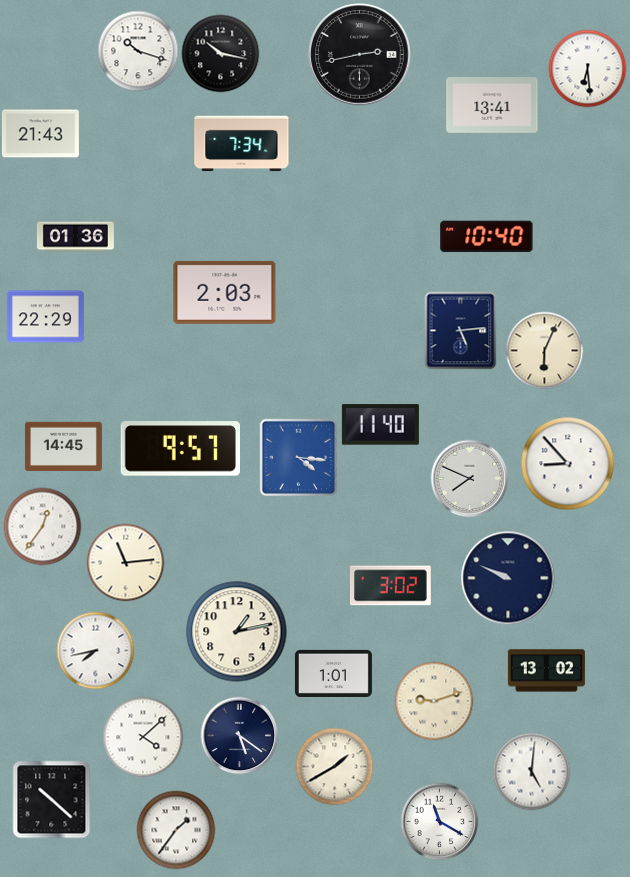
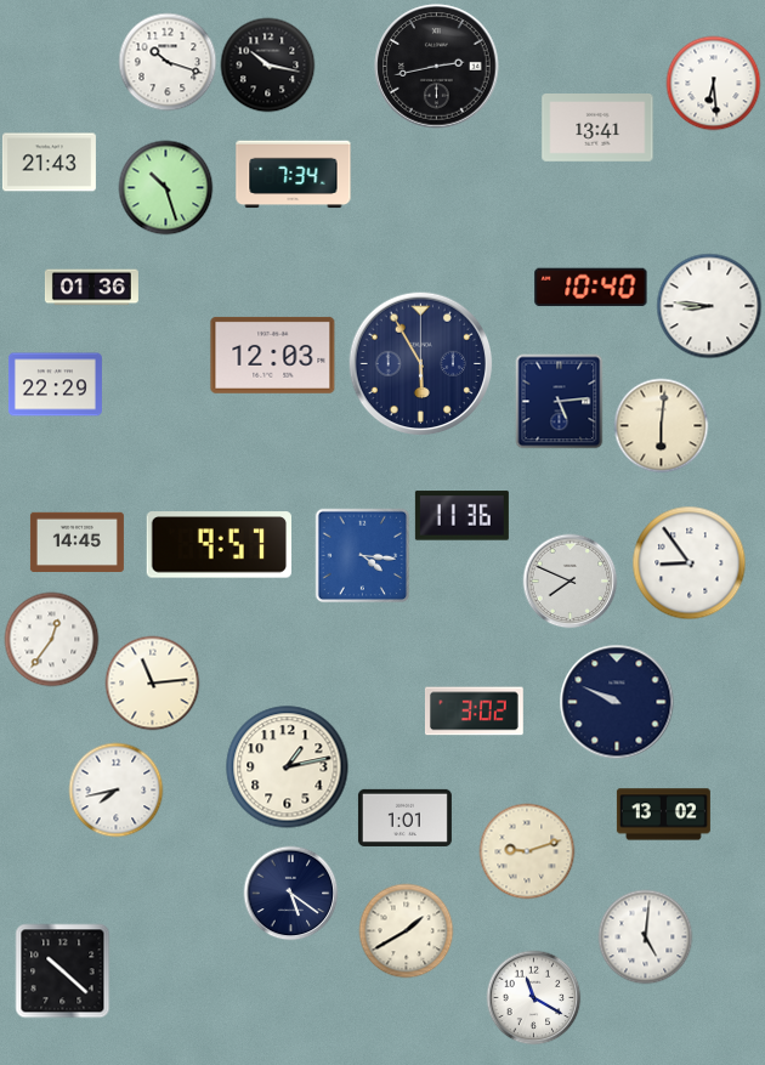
clock at (165, 187): none -> 10:27
clock at (709, 306): none -> 8:46
clock at (225, 292): 2:03 -> 12:03
clock at (420, 363): none -> 5:55
clock at (544, 350): 6:04 -> 6:01
clock at (380, 425): 11:40 -> 11:36
clock at (567, 463): 8:53 -> 8:54
clock at (143, 737): 4:08 -> none
clock at (176, 830): 1:36 -> none
